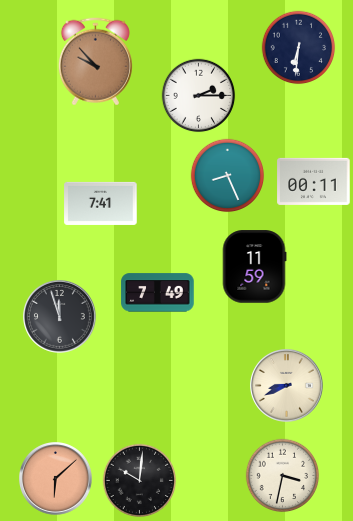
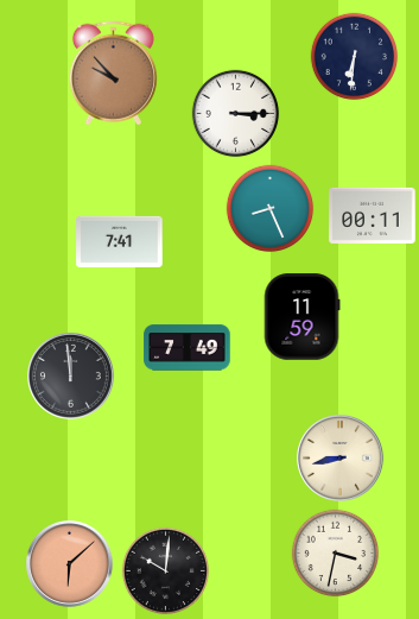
clock at (199, 96): 2:15 -> 3:15
clock at (60, 317): 11:57 -> 11:59
clock at (287, 386): 8:41 -> 8:43
clock at (283, 476) position: (283, 476) -> (336, 554)
clock at (56, 479) position: (56, 479) -> (70, 564)
